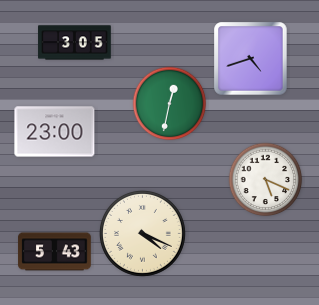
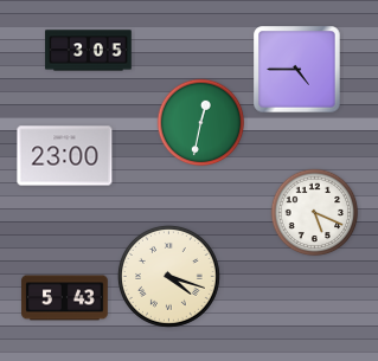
clock at (251, 59): 4:42 -> 4:45
clock at (143, 234): 4:19 -> 4:18
